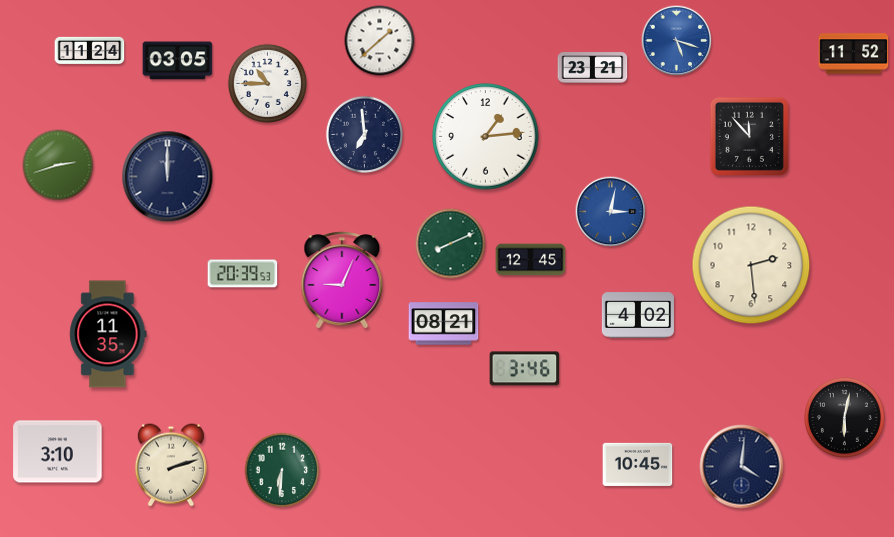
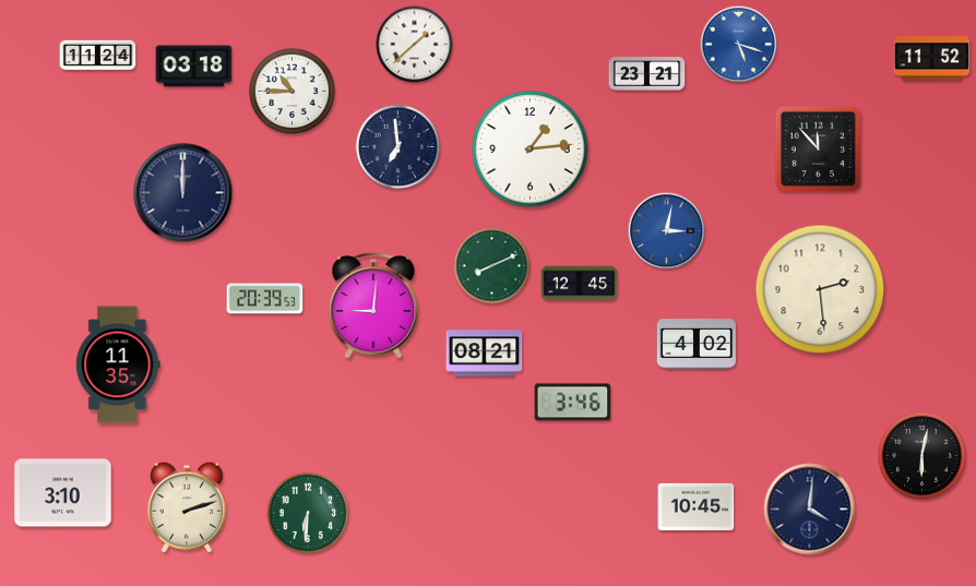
clock at (178, 61): 03:05 -> 03:18
clock at (58, 165): 2:42 -> none
clock at (342, 280): 9:04 -> 9:01
